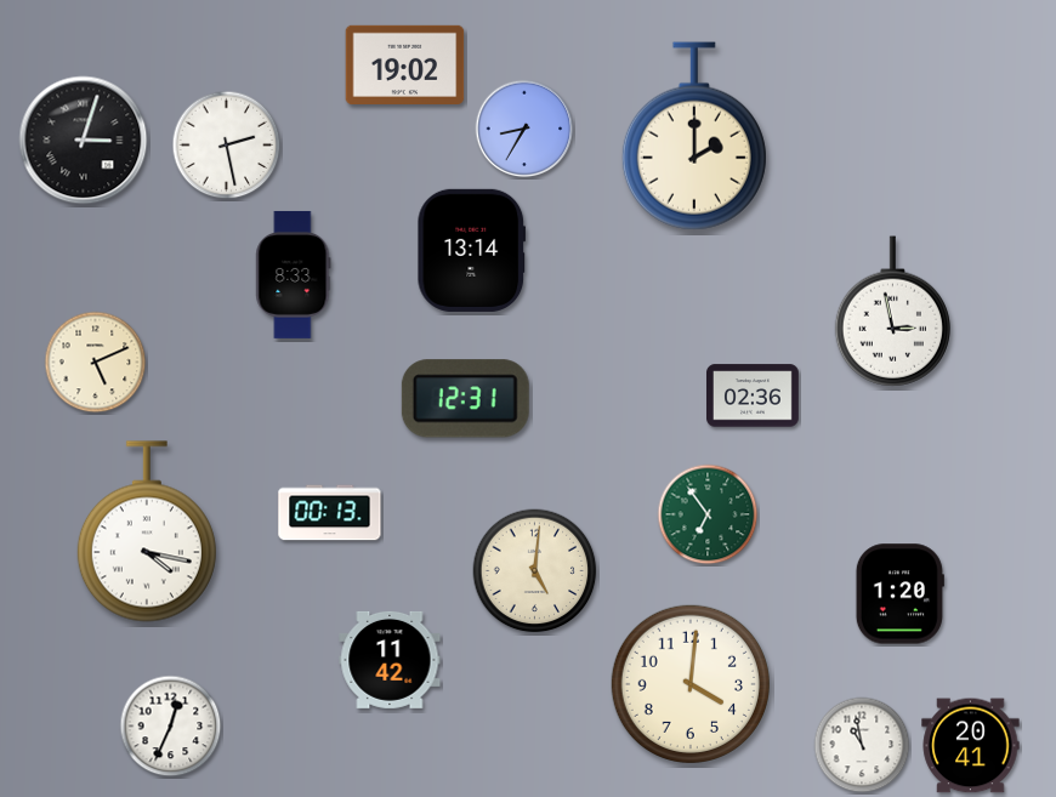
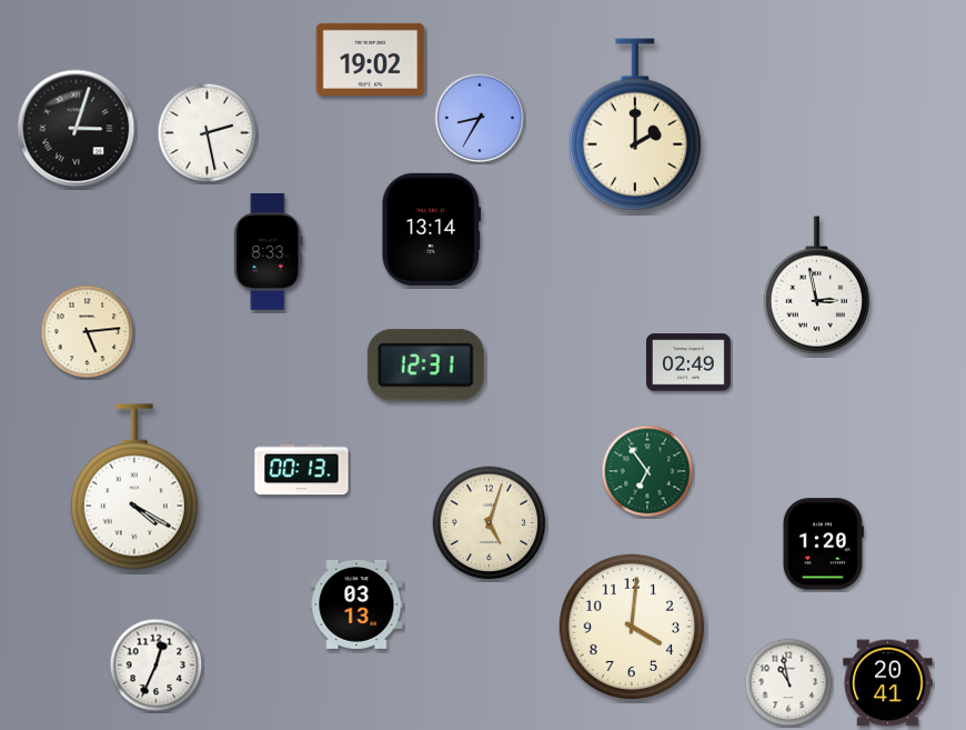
clock at (96, 363): 5:11 -> 5:14
clock at (754, 395): 02:36 -> 02:49
clock at (147, 531): 4:17 -> 4:20
clock at (535, 571): 5:01 -> 5:03
clock at (390, 660): 11:42 -> 03:13
